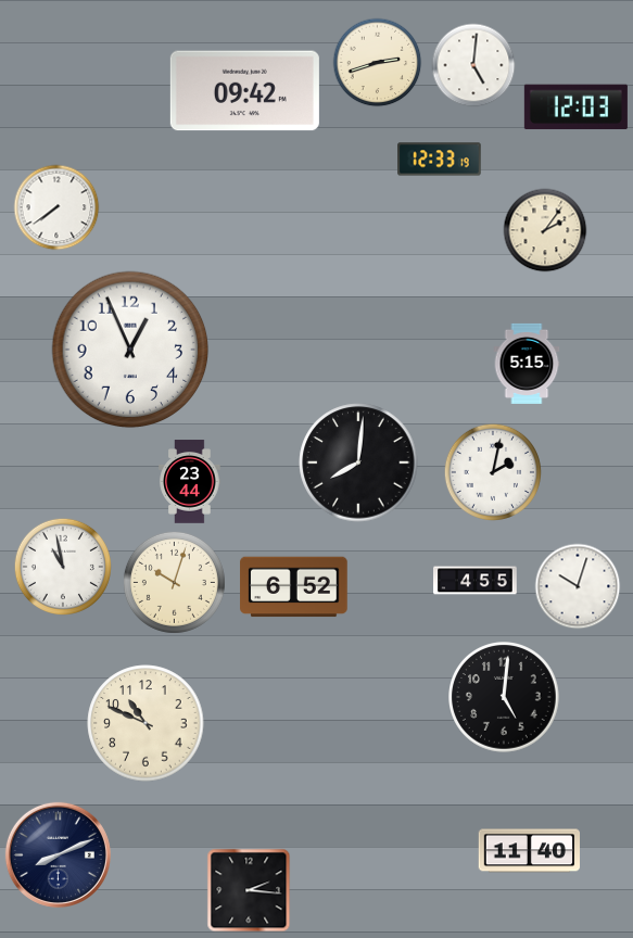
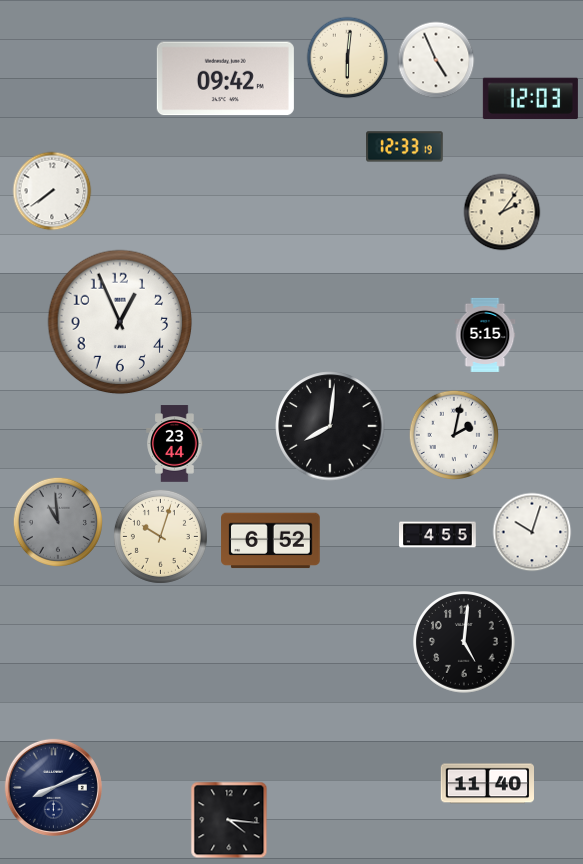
clock at (378, 63): 2:42 -> 6:01
clock at (473, 65): 5:01 -> 4:56
clock at (244, 91) position: (244, 91) -> (225, 79)
clock at (62, 566): 10:58 -> 10:59
clock at (62, 566) dial: white -> grey
clock at (578, 586) position: (578, 586) -> (532, 532)
clock at (145, 723): 10:49 -> none
clock at (249, 890): 2:16 -> 4:16
